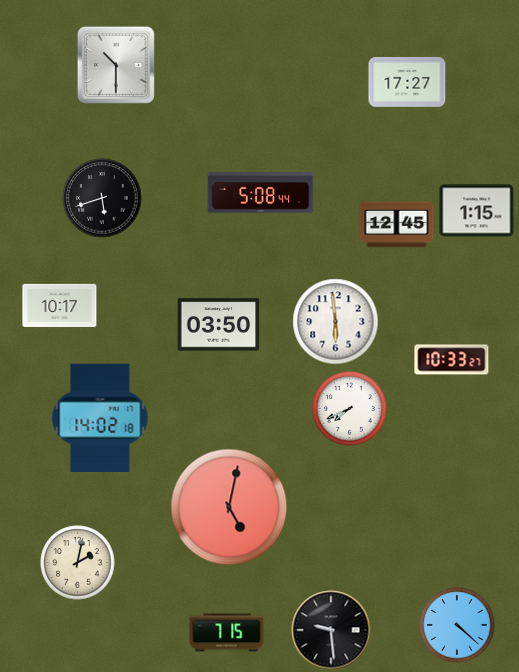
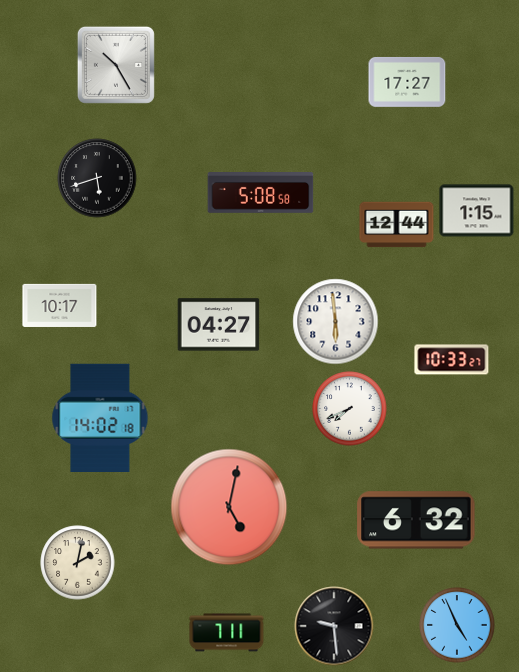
clock at (116, 65): 10:30 -> 10:25
clock at (261, 193): 5:08:44 -> 5:08:58
clock at (102, 198) position: (102, 198) -> (97, 178)
clock at (397, 225): 12:45 -> 12:44
clock at (219, 325): 03:50 -> 04:27
clock at (416, 520): none -> 6:32
clock at (457, 625): 4:22 -> 4:56
clock at (331, 630) position: (331, 630) -> (334, 626)
clock at (227, 633): 7:15 -> 7:11
